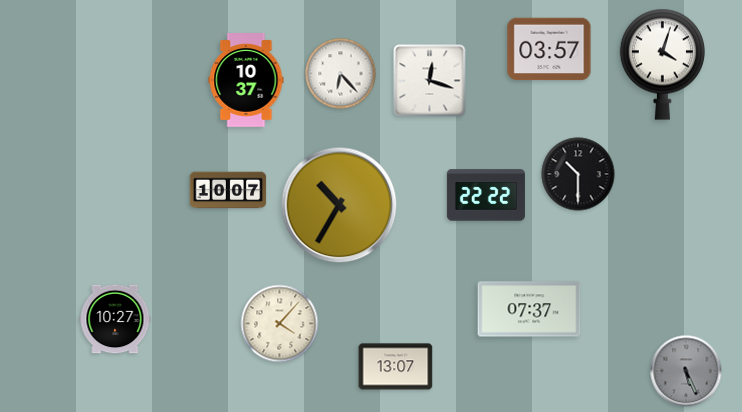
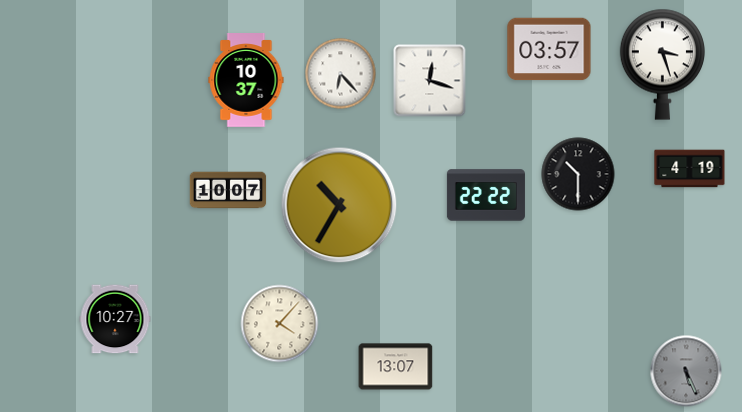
clock at (662, 64): 4:03 -> 3:27
clock at (690, 169): none -> 4:19
clock at (529, 309): 07:37 -> none
